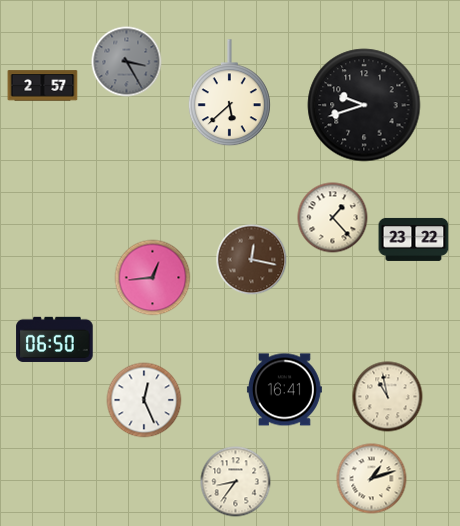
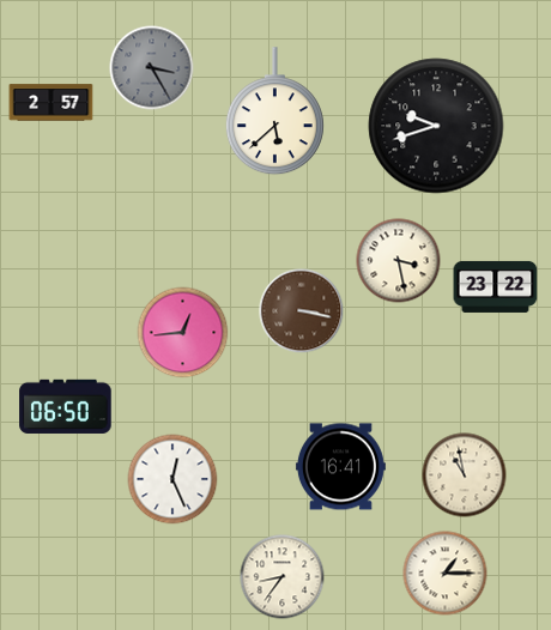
clock at (127, 62) position: (127, 62) -> (152, 68)
clock at (333, 218): 1:23 -> 3:28
clock at (252, 260): 12:17 -> 3:17
clock at (372, 479): 1:12 -> 1:15
